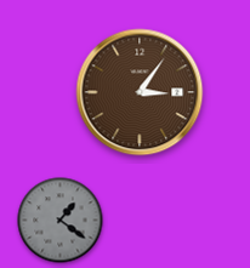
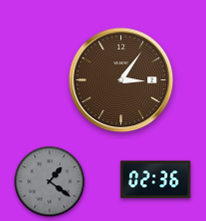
clock at (140, 92) position: (140, 92) -> (121, 80)
clock at (156, 180): none -> 02:36
